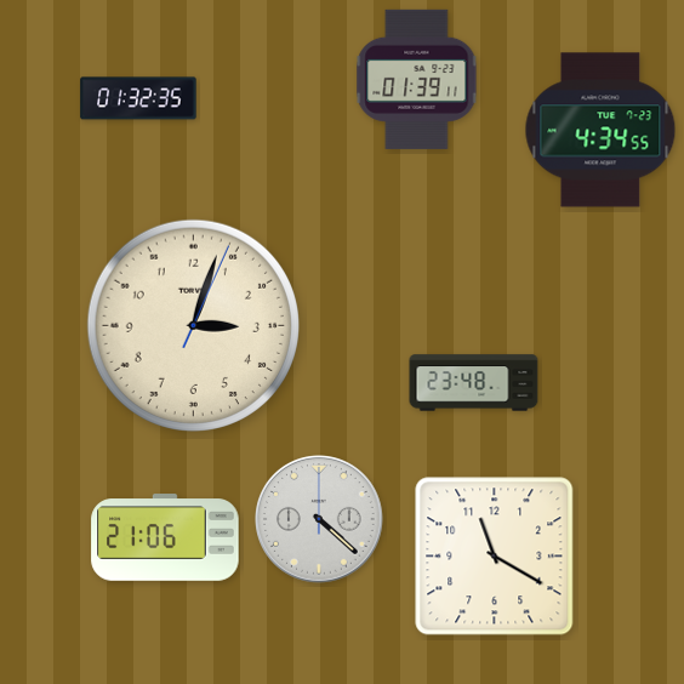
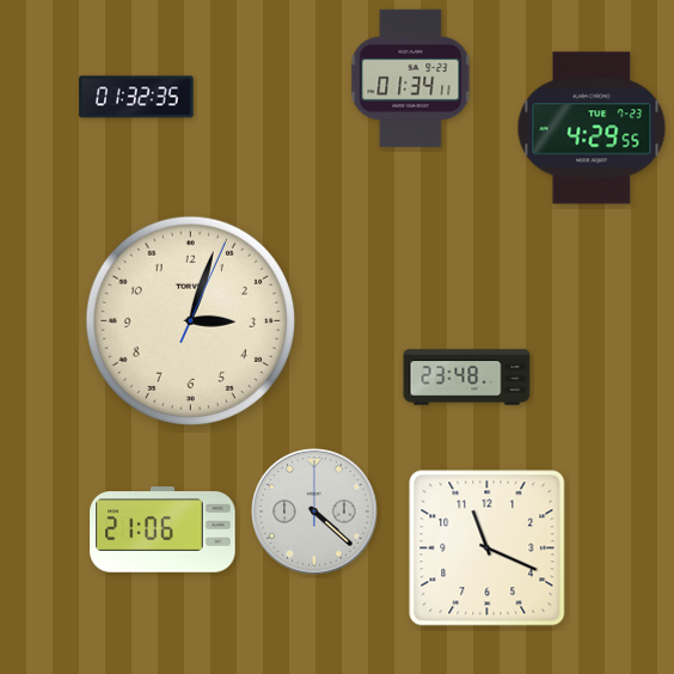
clock at (417, 79): 01:39 -> 01:34
clock at (600, 130): 4:34 -> 4:29
clock at (495, 557): 11:20 -> 11:19
